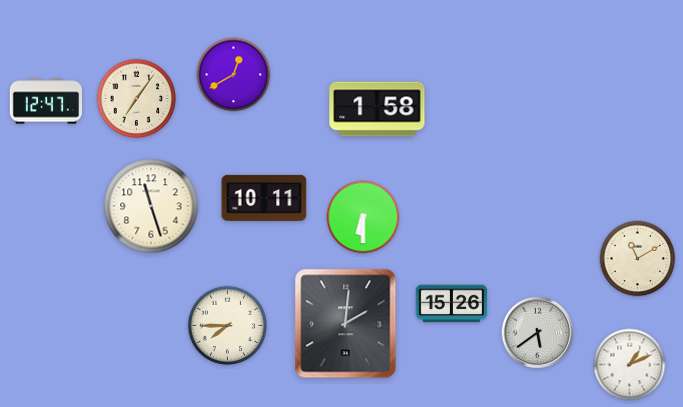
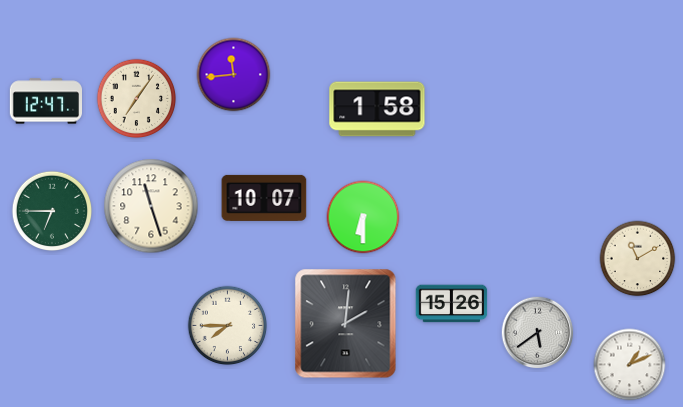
clock at (234, 75): 12:40 -> 11:44
clock at (264, 198): 10:11 -> 10:07
clock at (52, 211): none -> 6:45
